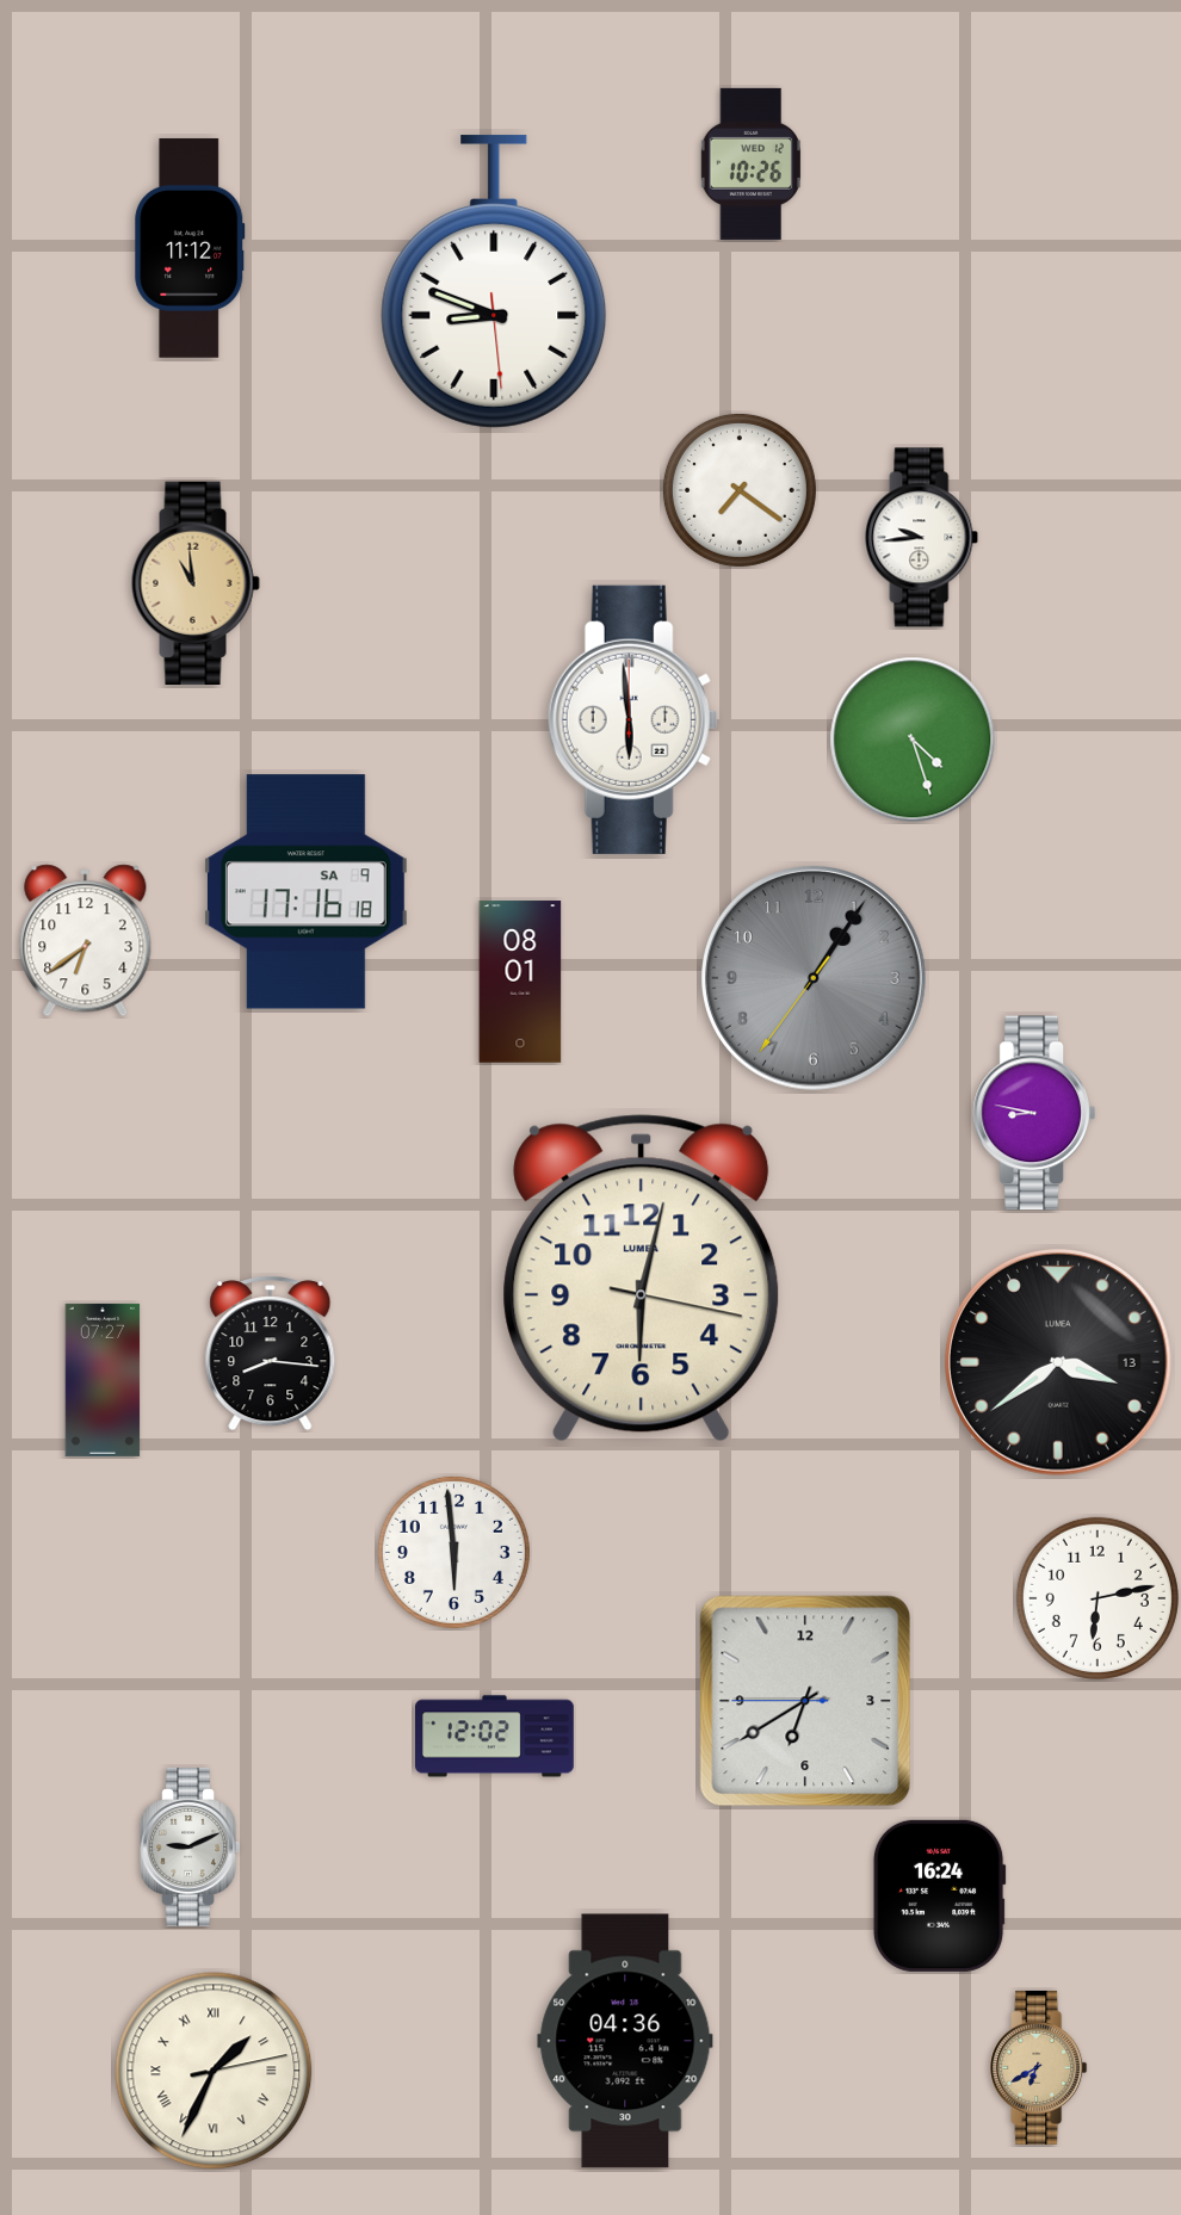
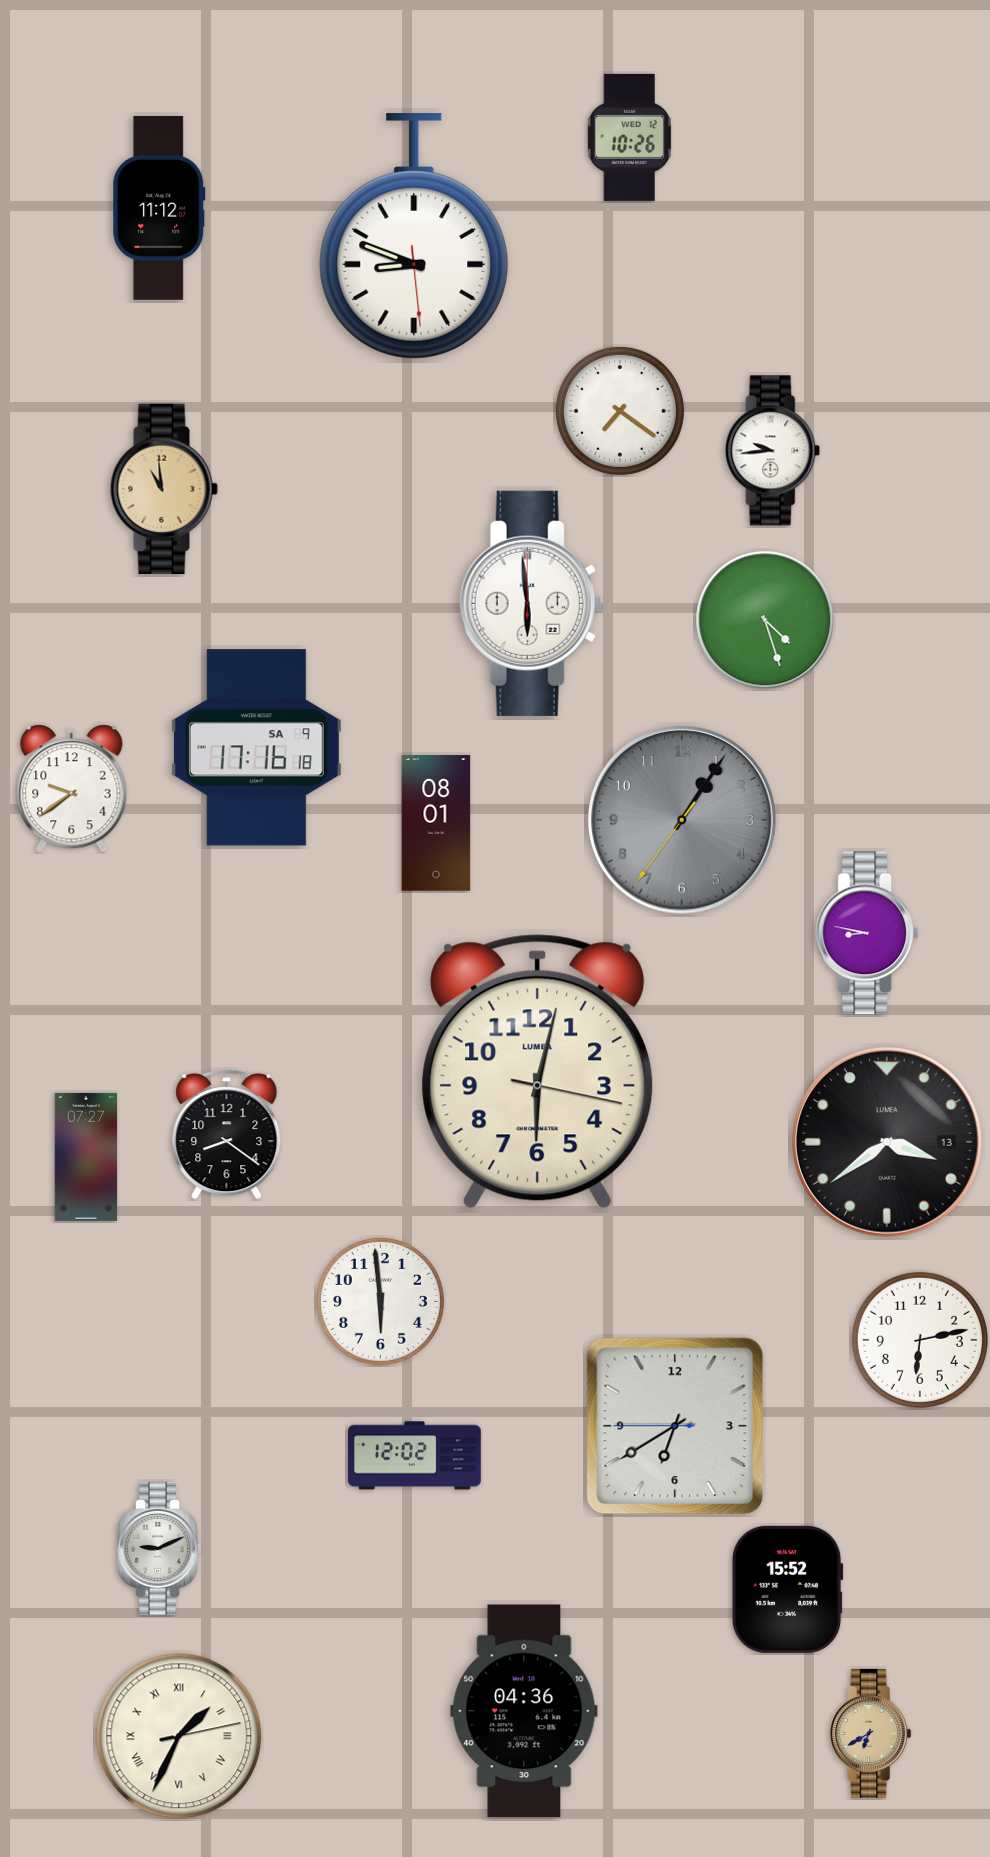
clock at (86, 941): 6:39 -> 9:39
clock at (271, 1354): 8:16 -> 8:21
clock at (939, 1895): 16:24 -> 15:52
